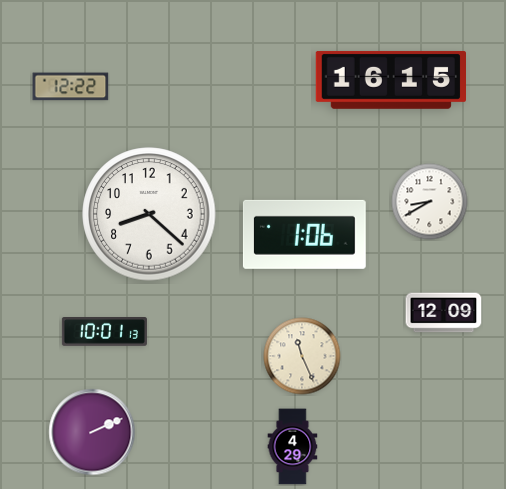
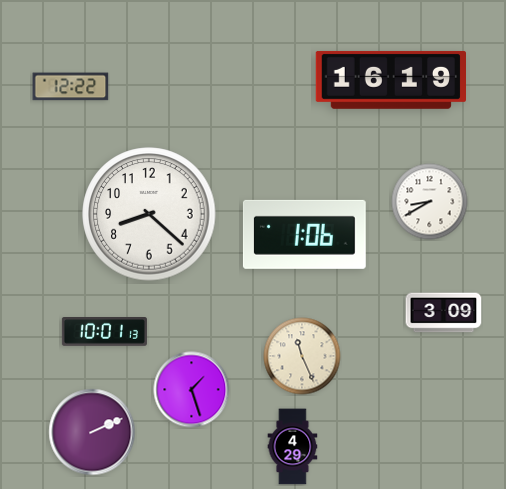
clock at (390, 80): 16:15 -> 16:19
clock at (444, 313): 12:09 -> 3:09
clock at (192, 390): none -> 1:27
